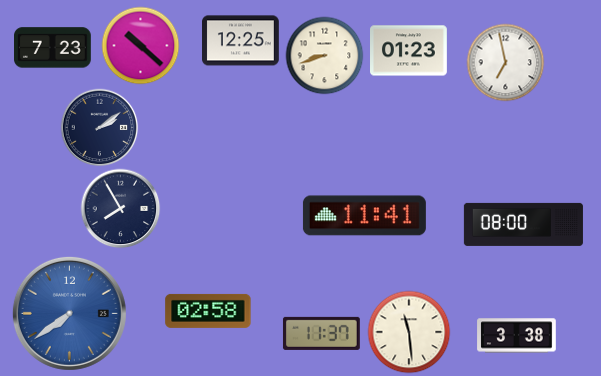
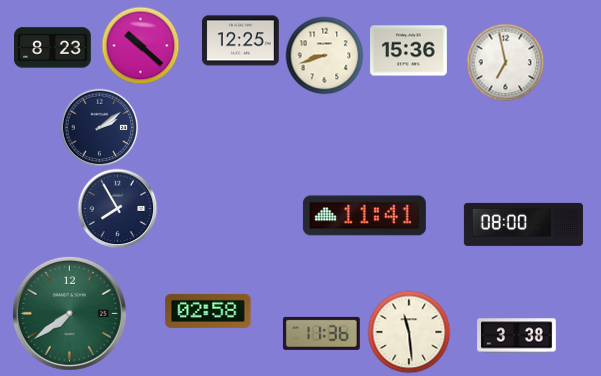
clock at (53, 48): 7:23 -> 8:23
clock at (409, 51): 01:23 -> 15:36
clock at (120, 208) position: (120, 208) -> (117, 208)
clock at (69, 313) dial: blue -> green
clock at (321, 333): 11:37 -> 11:36
